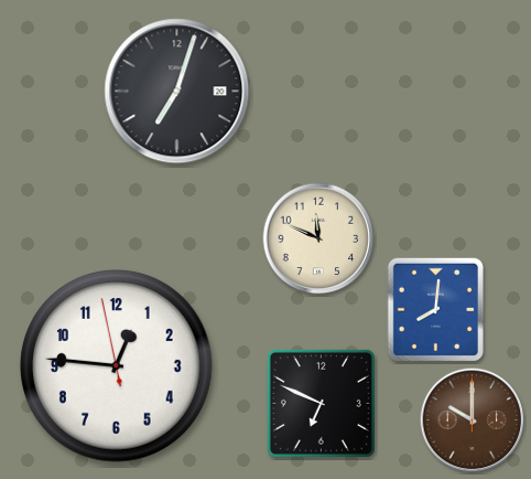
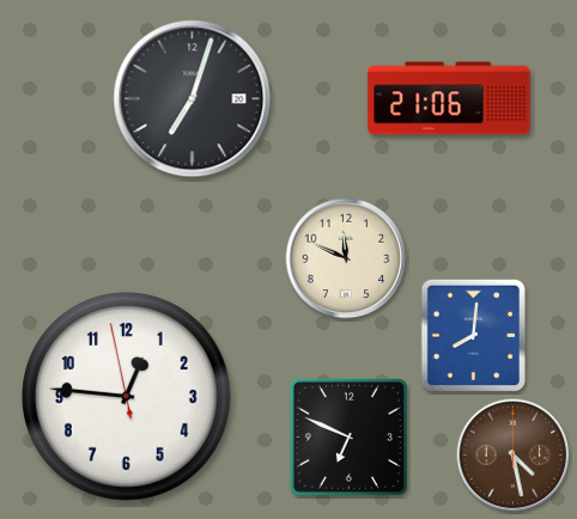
clock at (449, 98): none -> 21:06
clock at (473, 421): 10:00 -> 4:28
